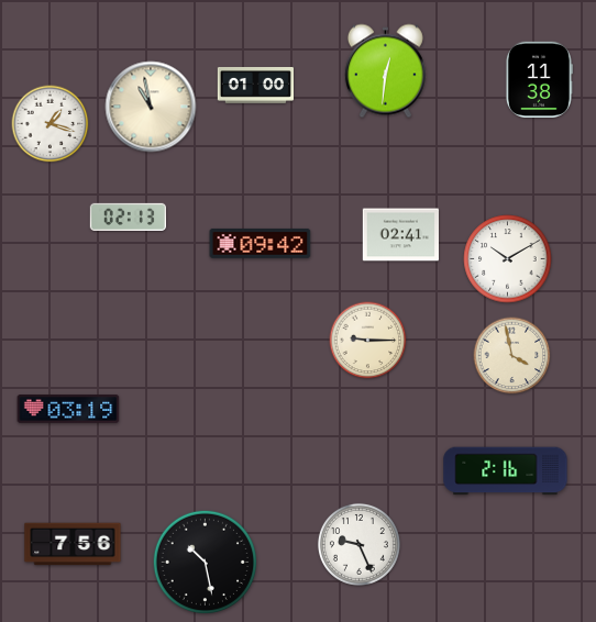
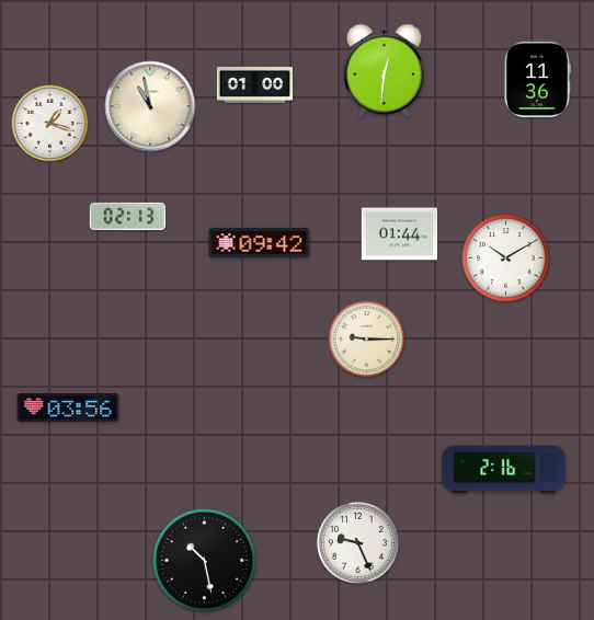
clock at (539, 79): 11:38 -> 11:36
clock at (400, 235): 02:41 -> 01:44
clock at (512, 356): 3:58 -> none
clock at (68, 409): 03:19 -> 03:56
clock at (73, 544): 7:56 -> none
